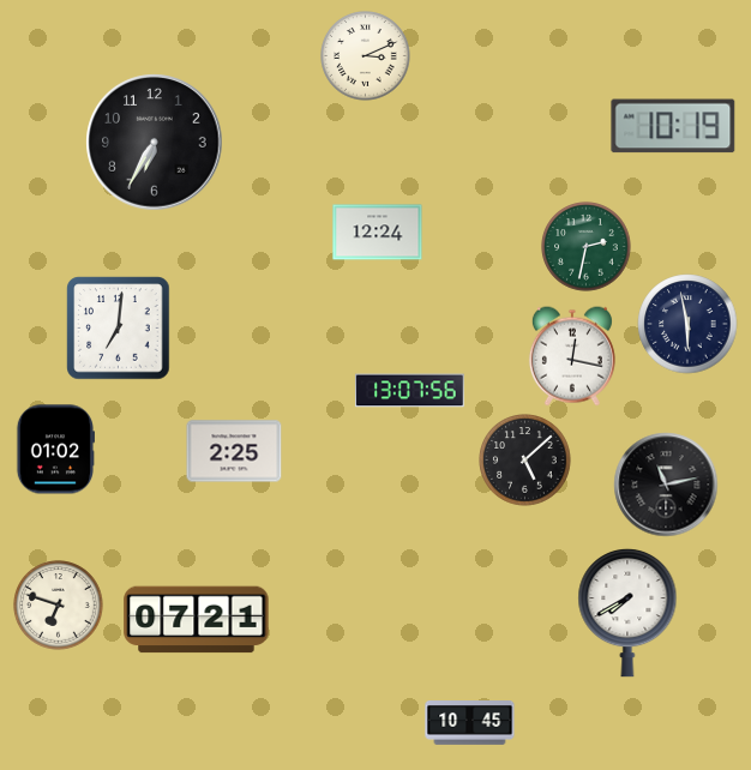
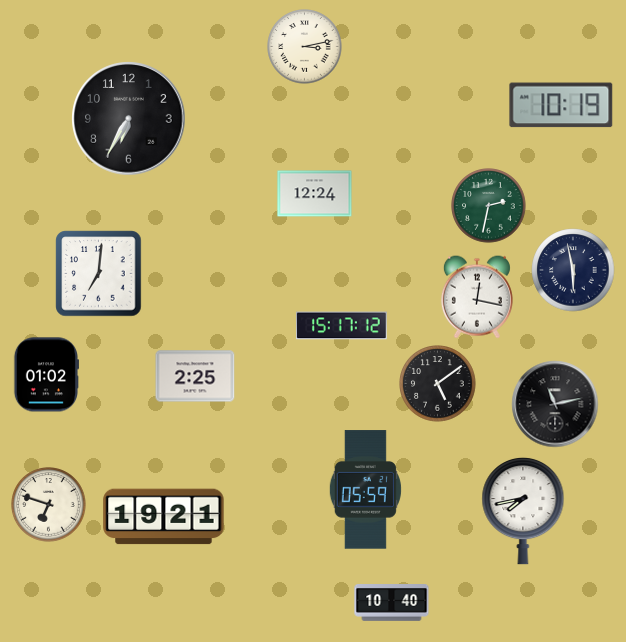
clock at (366, 56): 3:11 -> 3:13
clock at (410, 391): 13:07 -> 15:17
clock at (525, 461): 5:08 -> 5:09
clock at (365, 490): none -> 05:59
clock at (627, 613): 7:40 -> 7:43
clock at (197, 620): 07:21 -> 19:21
clock at (470, 723): 10:45 -> 10:40
